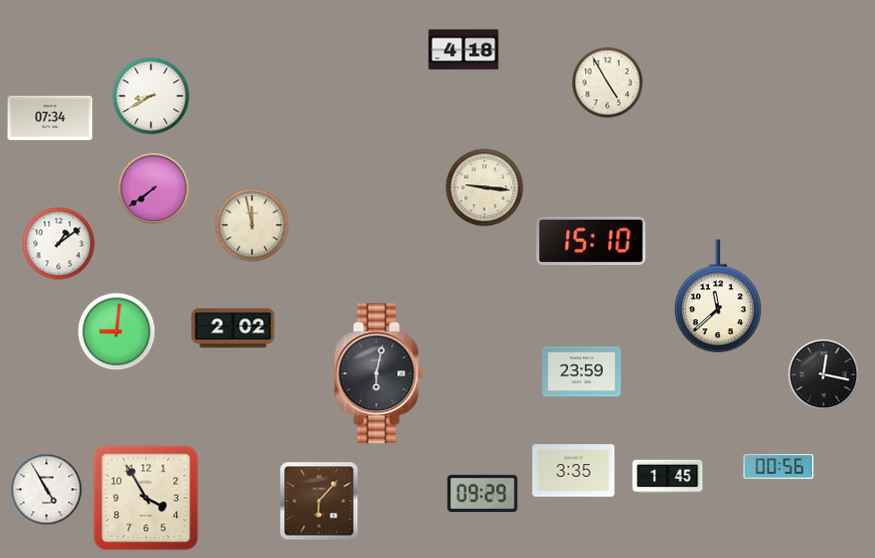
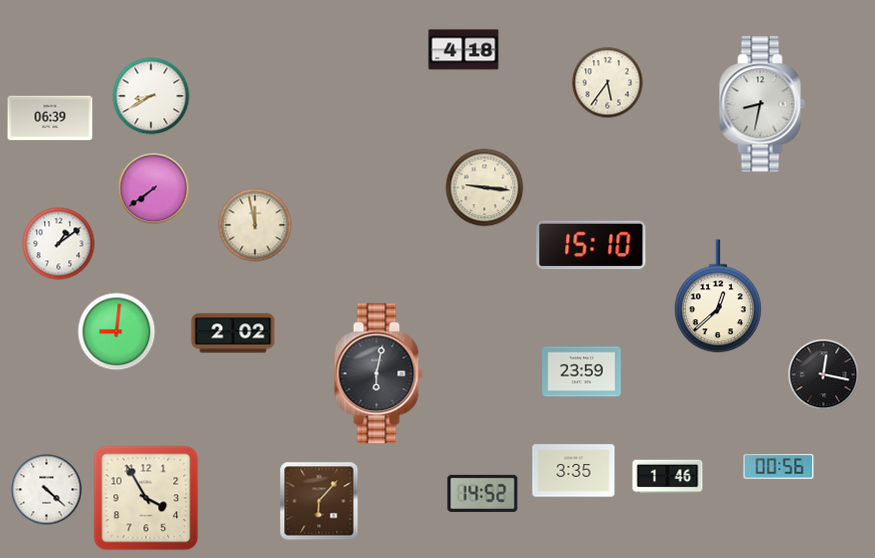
clock at (608, 83): 4:55 -> 5:36
clock at (762, 104): none -> 8:32
clock at (50, 118): 07:34 -> 06:39
clock at (252, 225) position: (252, 225) -> (255, 225)
clock at (591, 240) position: (591, 240) -> (591, 244)
clock at (718, 296): 11:38 -> 12:38
clock at (233, 328) position: (233, 328) -> (233, 333)
clock at (668, 477): 1:45 -> 1:46
clock at (47, 490): 4:55 -> 4:22
clock at (483, 493): 09:29 -> 14:52
